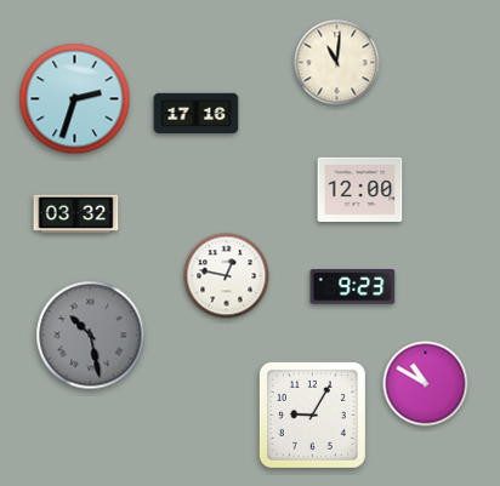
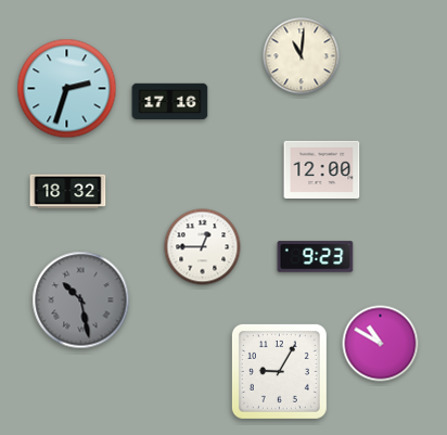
clock at (197, 114) position: (197, 114) -> (170, 102)
clock at (76, 215): 03:32 -> 18:32
clock at (227, 276): 12:47 -> 12:45
